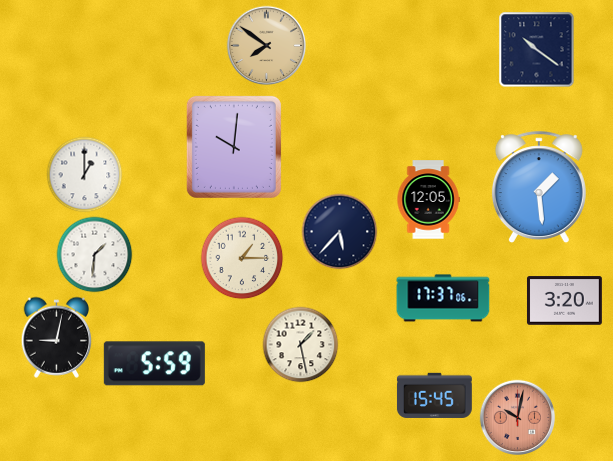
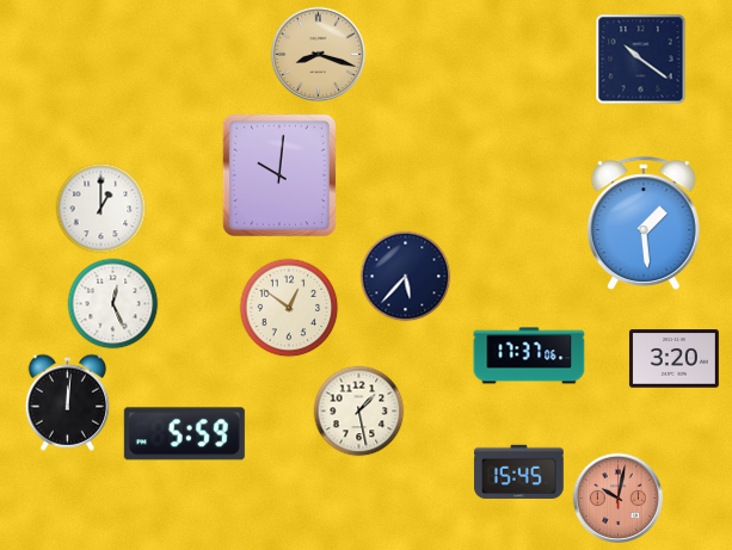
clock at (267, 46): 7:51 -> 8:18
clock at (428, 200): 12:05 -> none
clock at (95, 255): 1:31 -> 12:26
clock at (242, 258): 1:15 -> 12:51
clock at (57, 337): 9:02 -> 12:01
